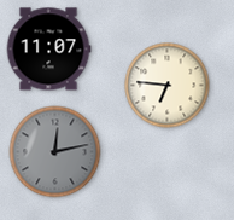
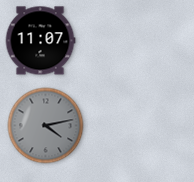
clock at (168, 86): 6:46 -> none
clock at (55, 152): 12:13 -> 4:13
